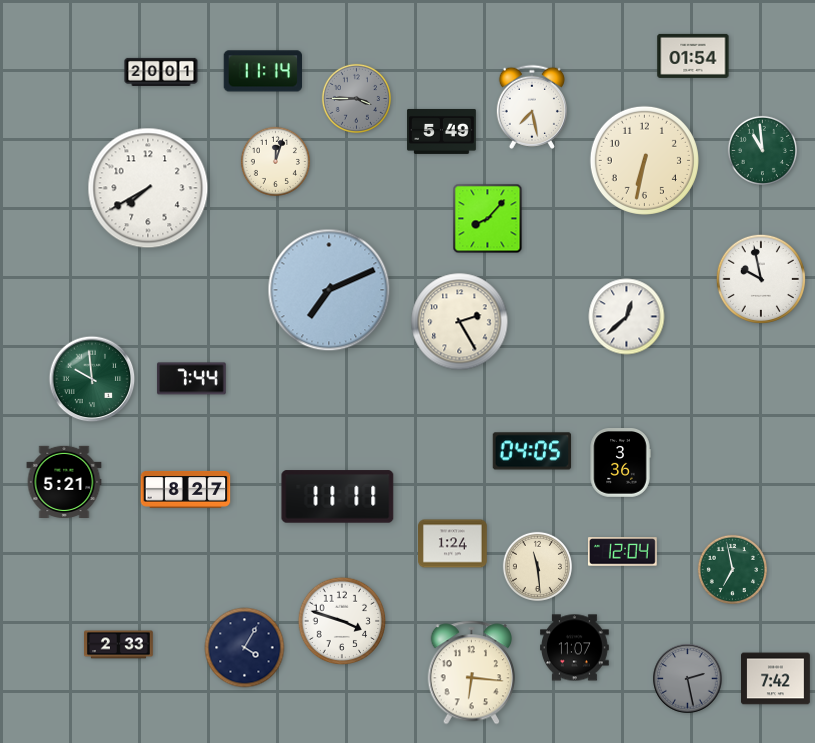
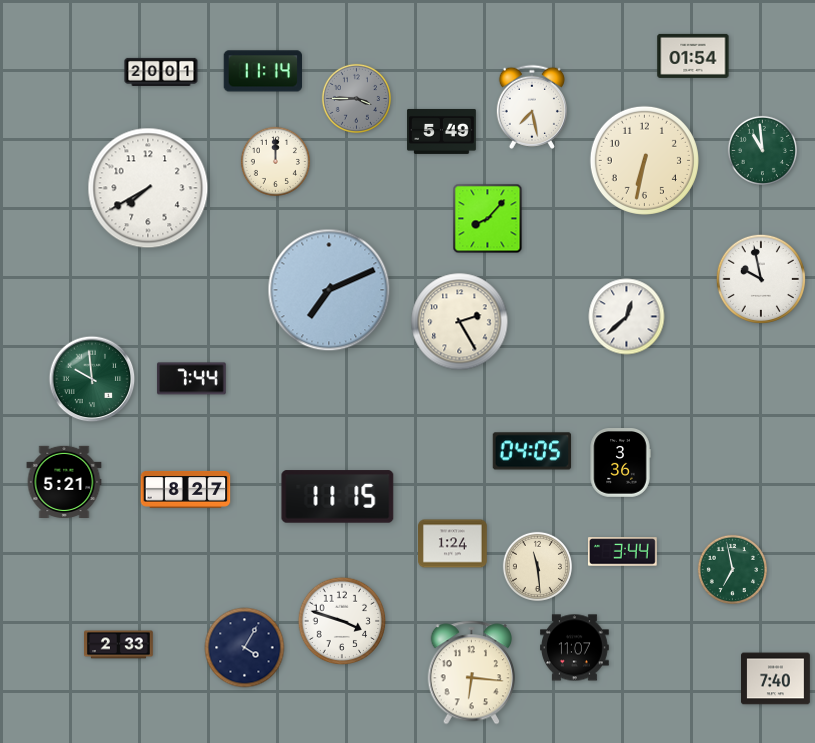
clock at (275, 161): 12:03 -> 12:00
clock at (338, 497): 11:11 -> 11:15
clock at (622, 552): 12:04 -> 3:44
clock at (688, 679): 2:28 -> none
clock at (776, 679): 7:42 -> 7:40
